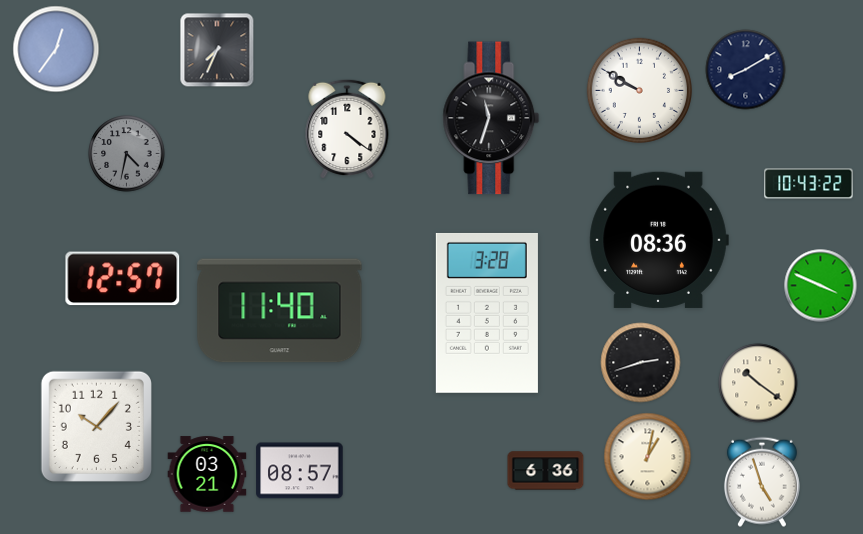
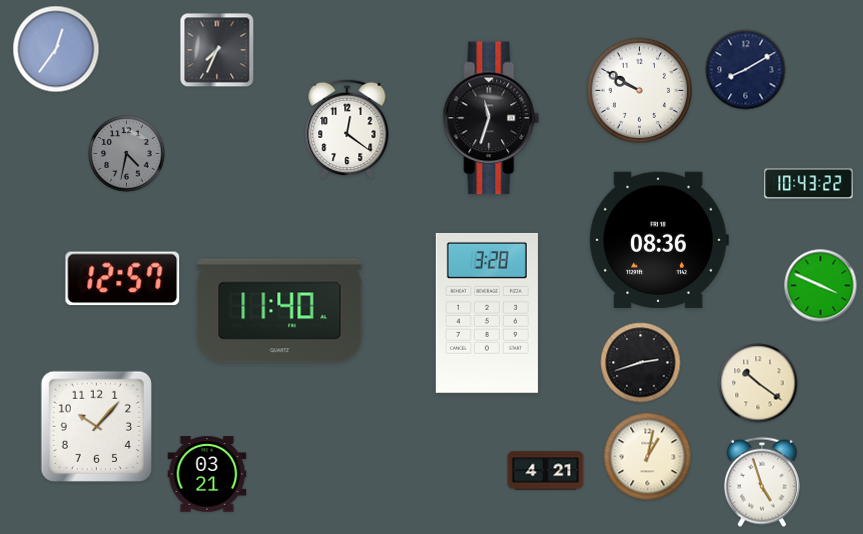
clock at (347, 129): 4:21 -> 12:21
clock at (300, 471): 08:57 -> none
clock at (546, 471): 6:36 -> 4:21
